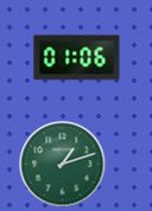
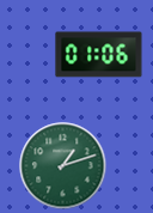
clock at (77, 58) position: (77, 58) -> (99, 55)
